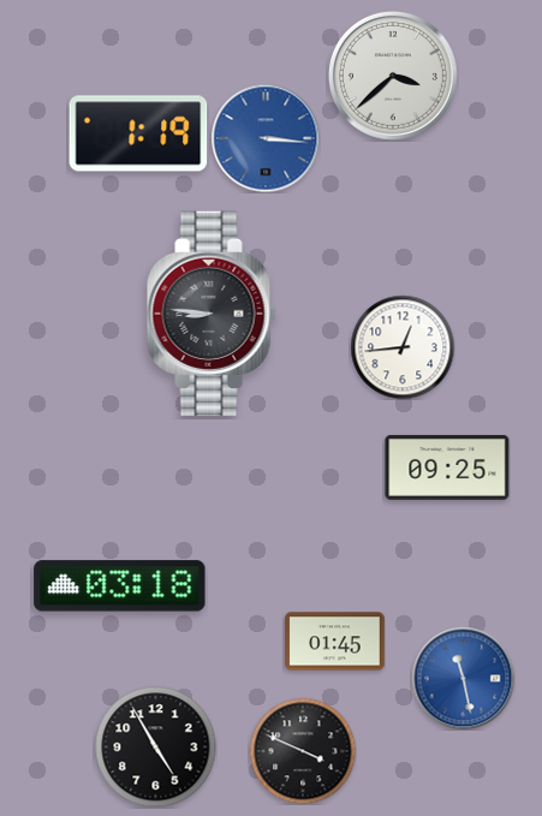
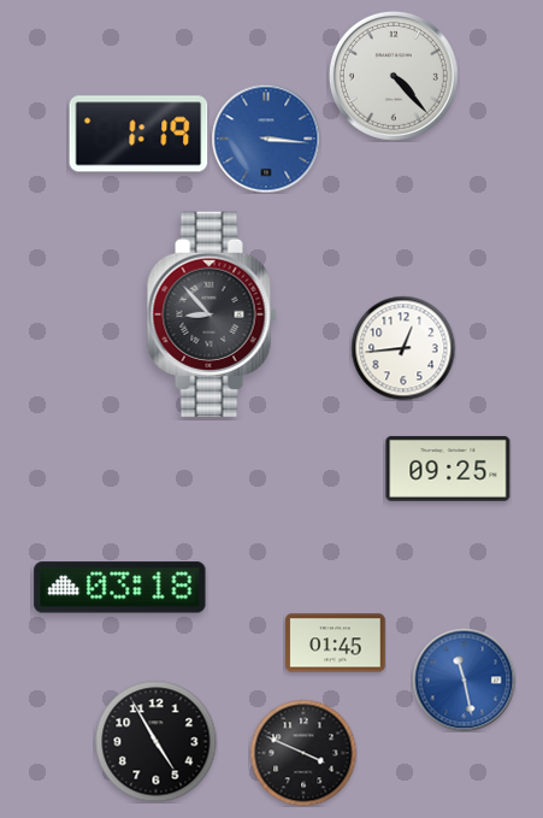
clock at (393, 76): 3:38 -> 4:23
clock at (212, 312): 8:46 -> 8:53
clock at (156, 747) position: (156, 747) -> (157, 742)
